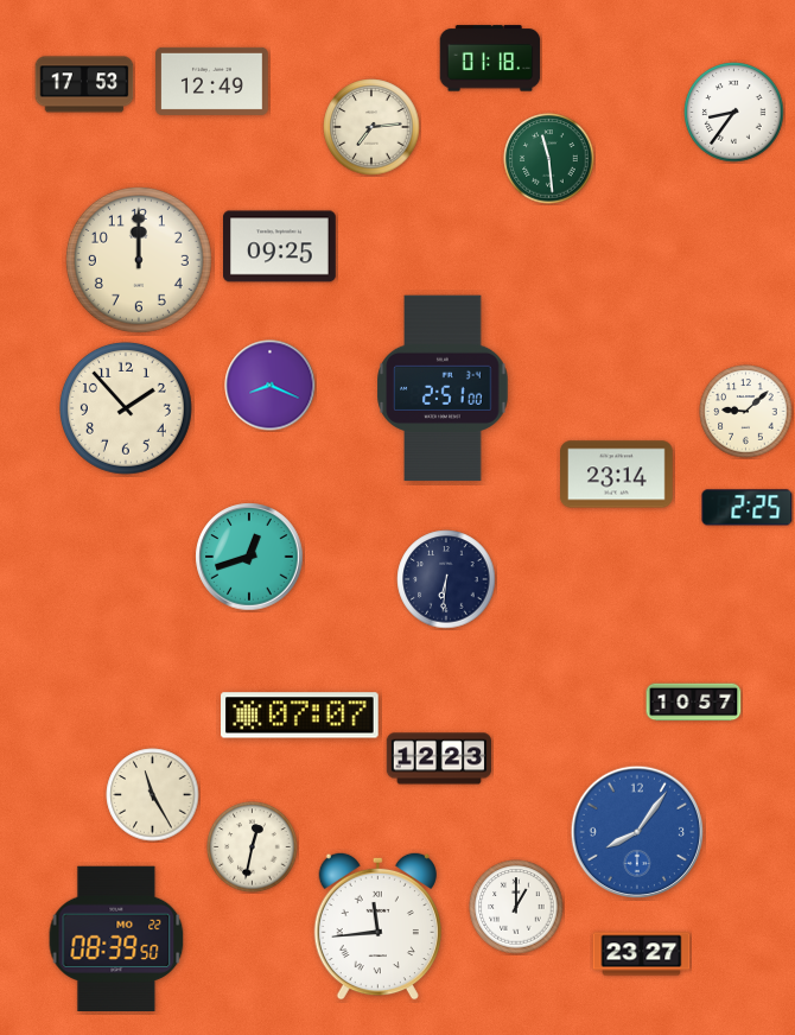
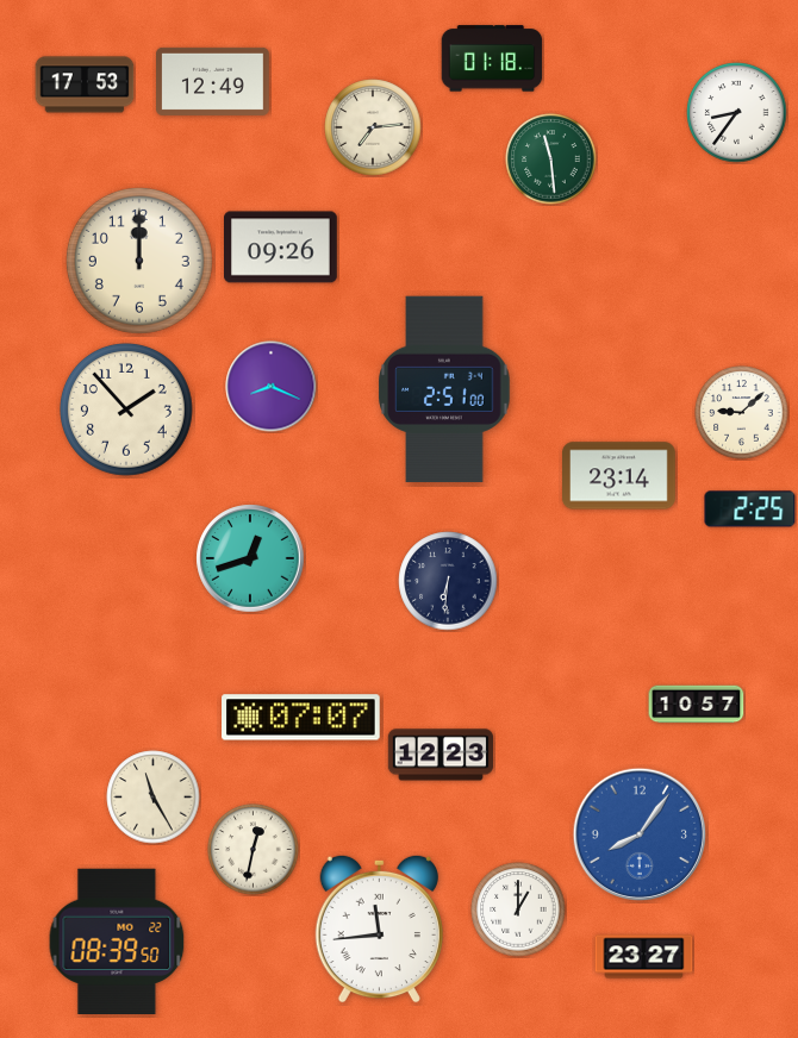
clock at (280, 247): 09:25 -> 09:26
clock at (746, 412) position: (746, 412) -> (742, 413)
clock at (439, 758) position: (439, 758) -> (441, 755)
